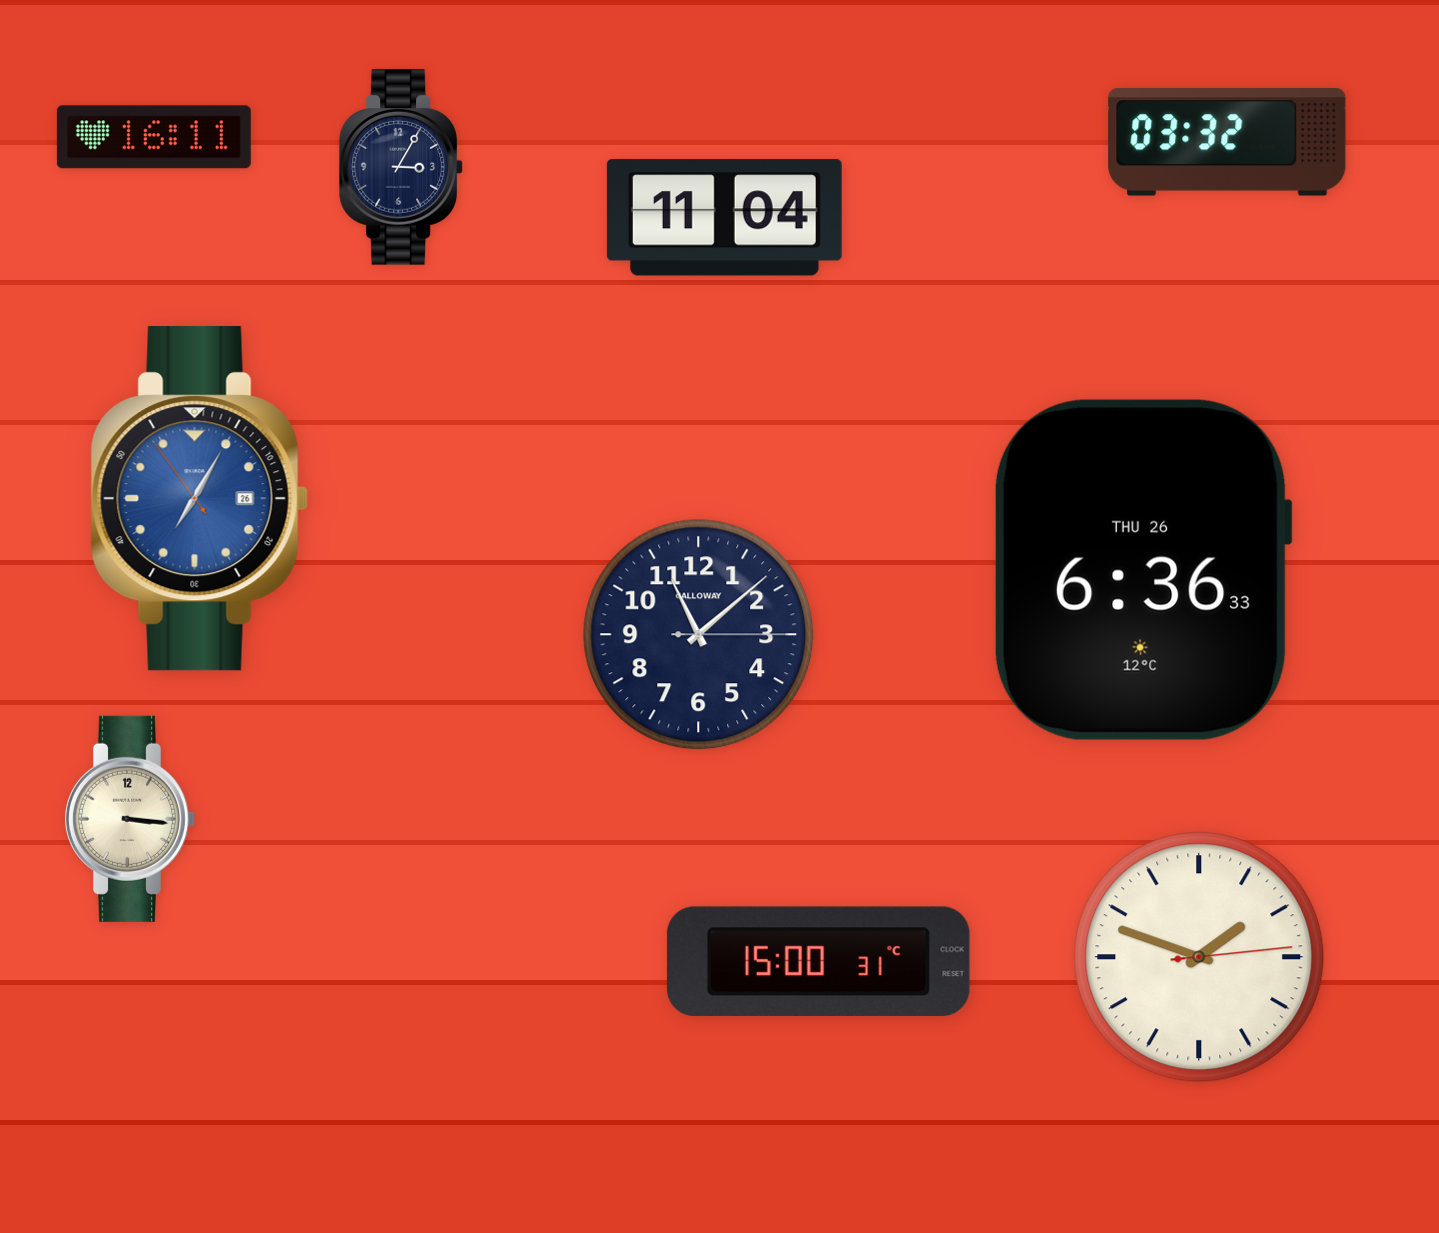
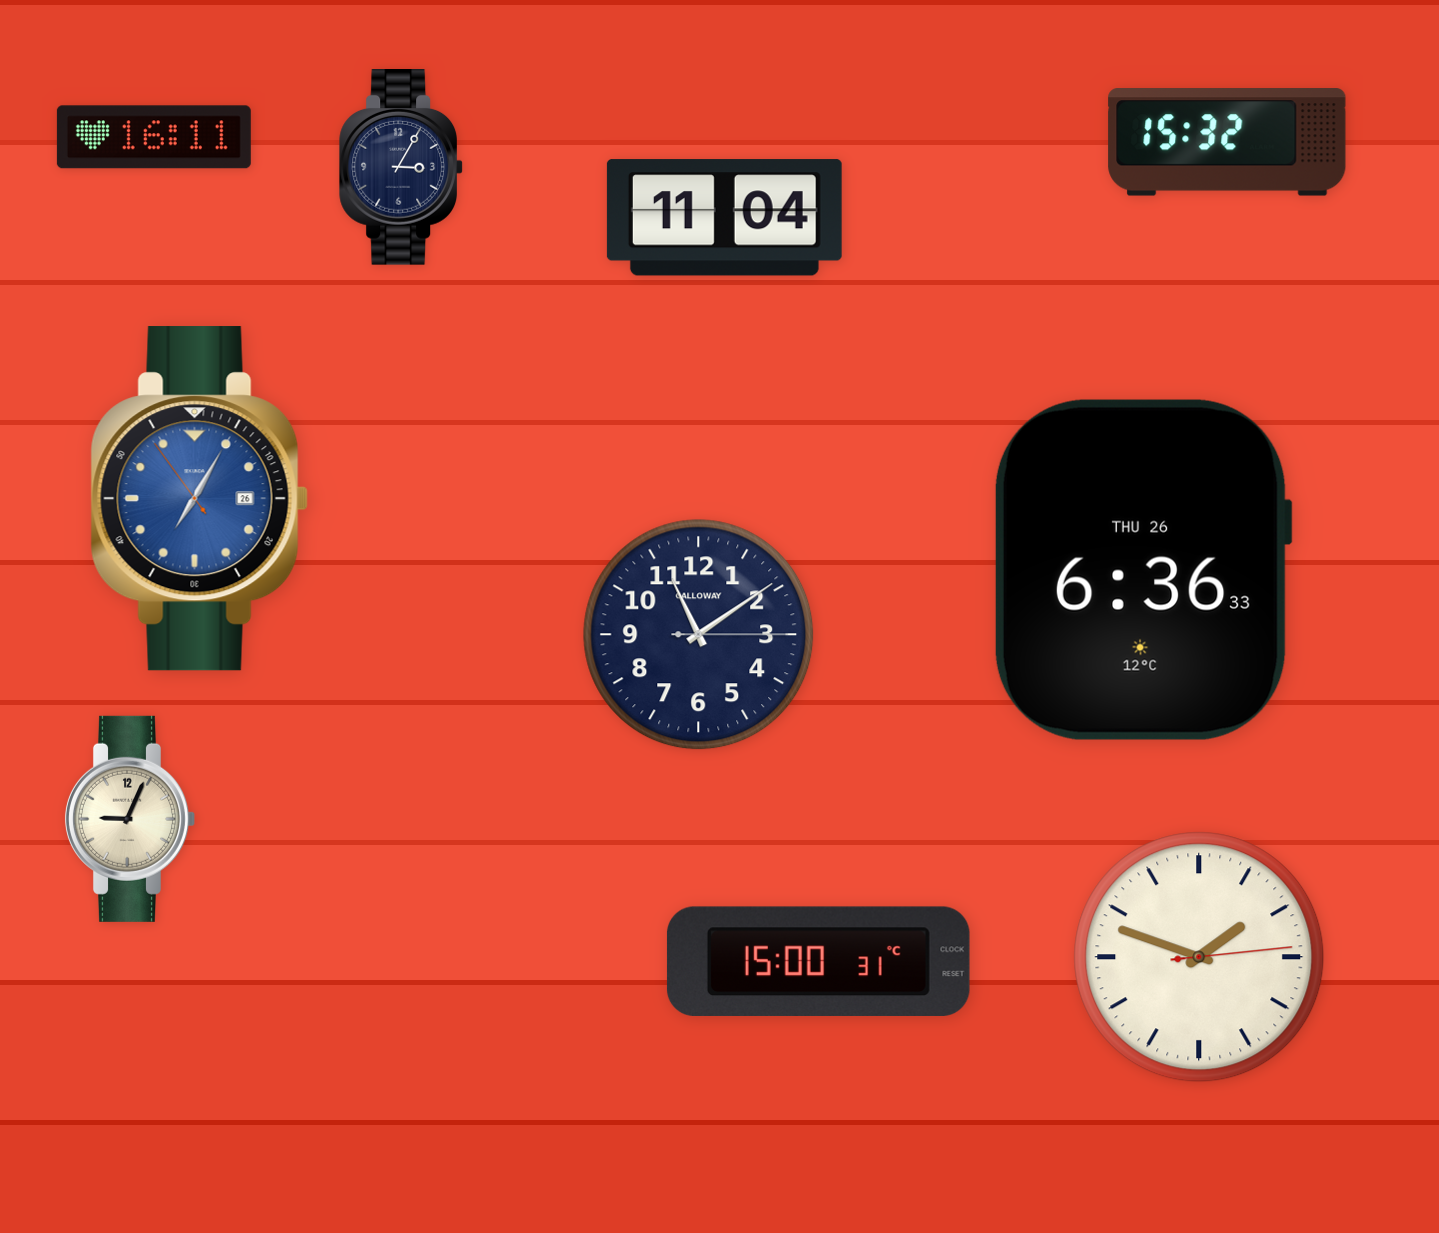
clock at (1227, 142): 03:32 -> 15:32
clock at (699, 635): 11:08 -> 11:09
clock at (129, 819): 3:16 -> 9:04
